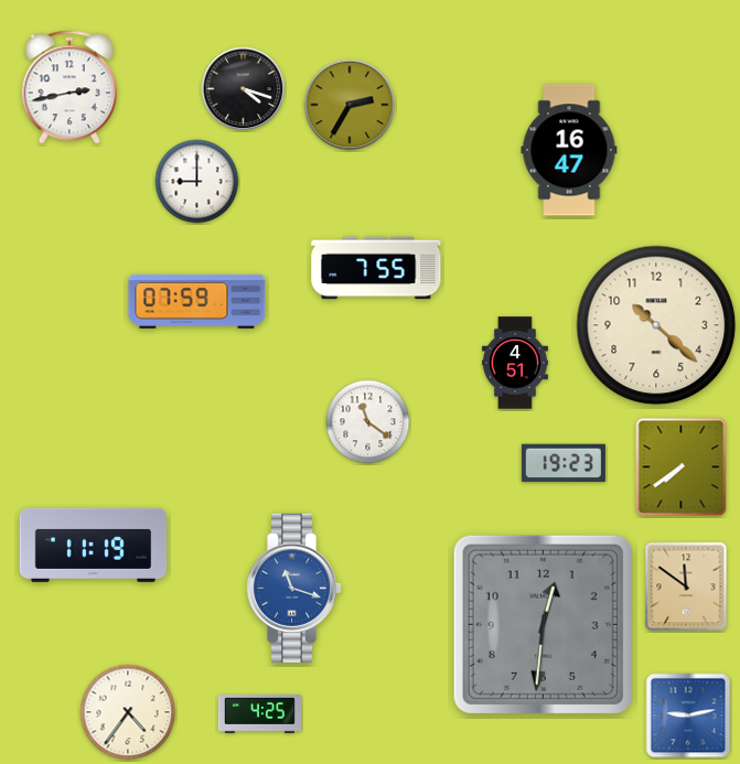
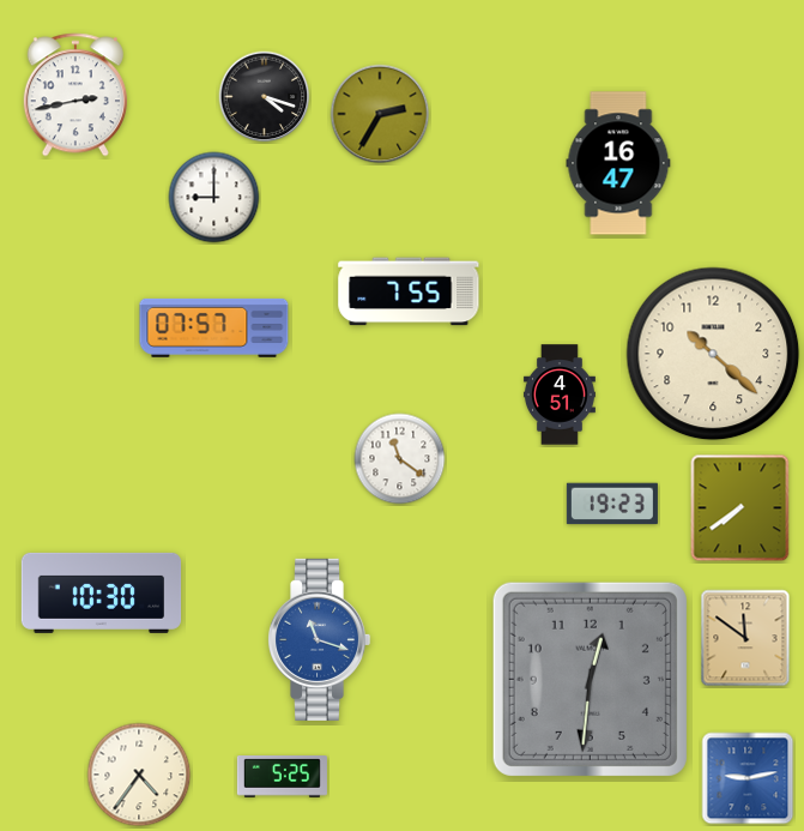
clock at (197, 301): 07:59 -> 07:57
clock at (94, 545): 11:19 -> 10:30
clock at (259, 714): 4:25 -> 5:25
